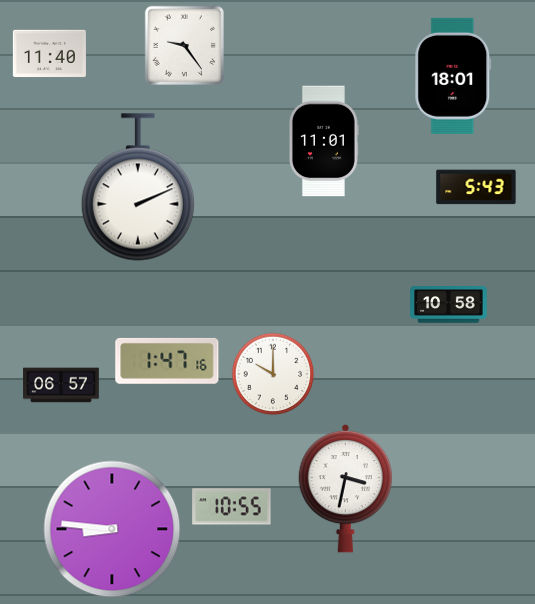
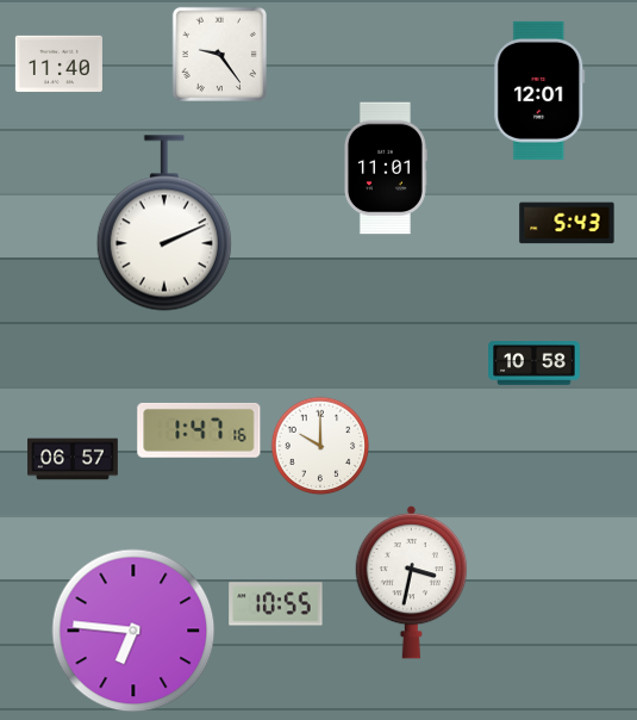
clock at (453, 76): 18:01 -> 12:01
clock at (273, 374) position: (273, 374) -> (320, 446)
clock at (112, 529): 8:46 -> 6:46
